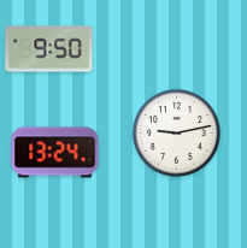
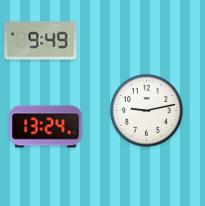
clock at (49, 49): 9:50 -> 9:49
